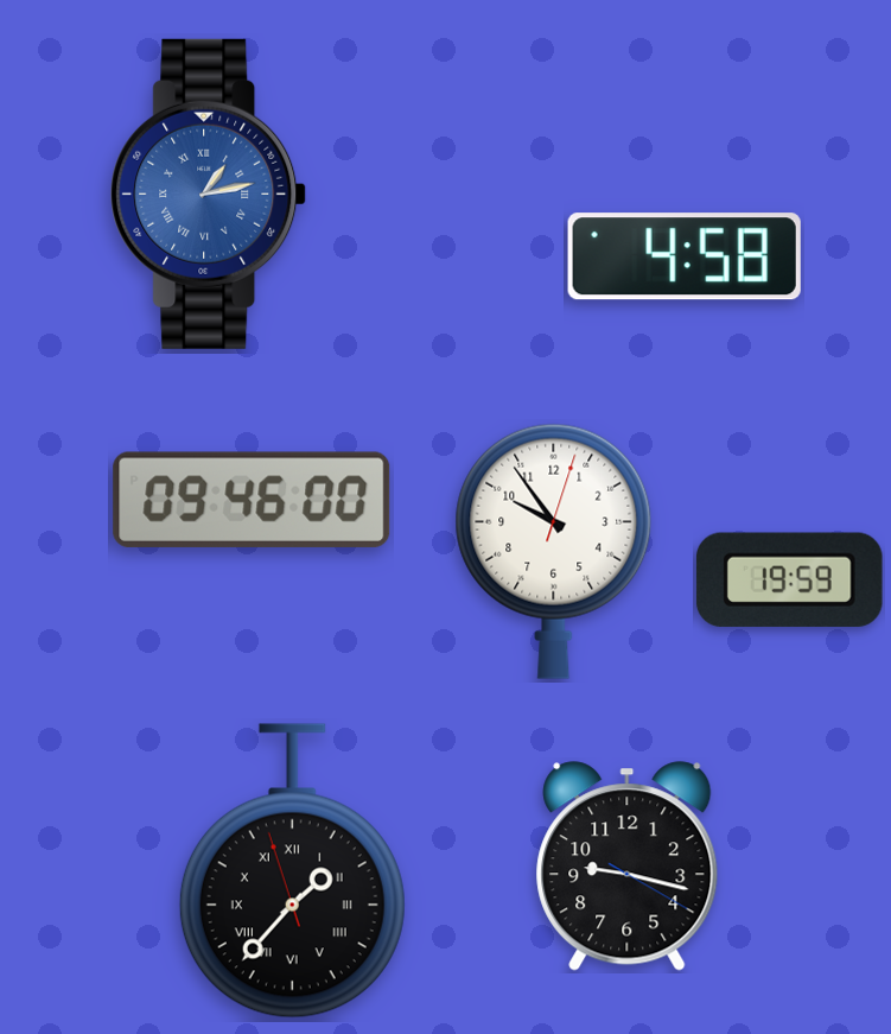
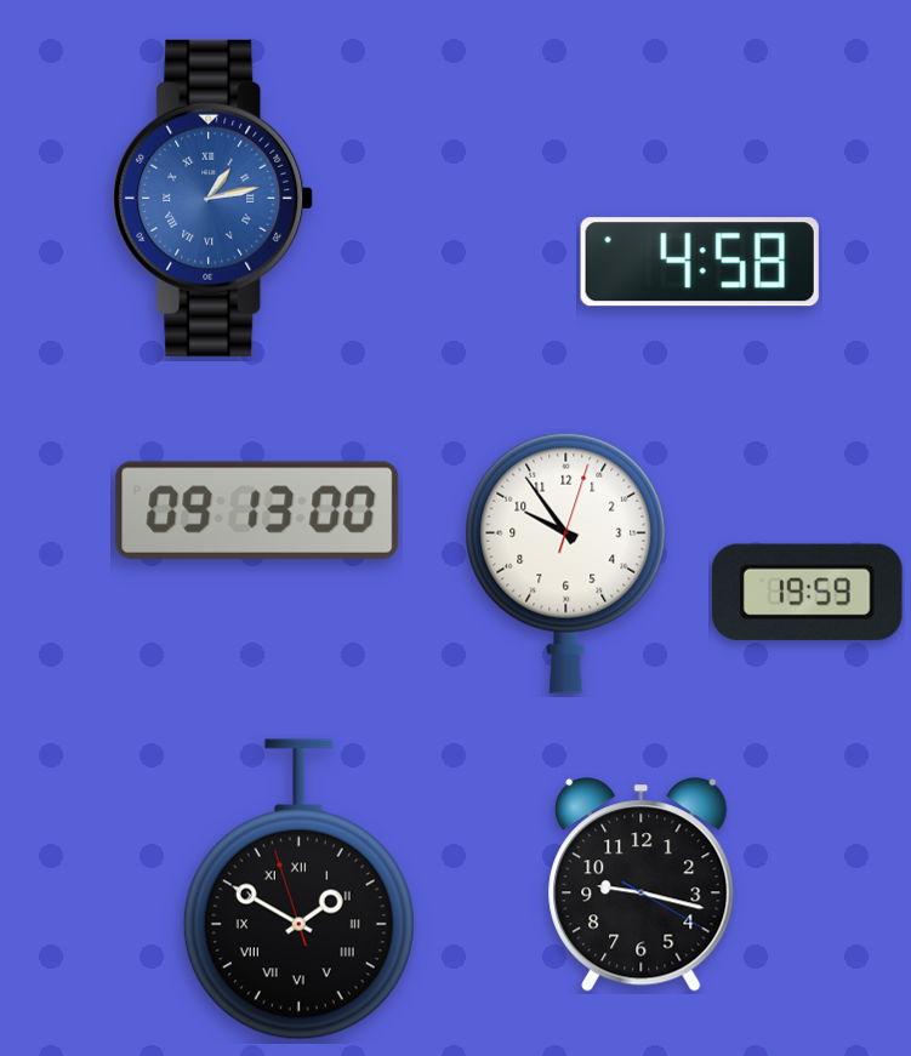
clock at (252, 500): 09:46 -> 09:13
clock at (292, 871): 1:36 -> 1:49
